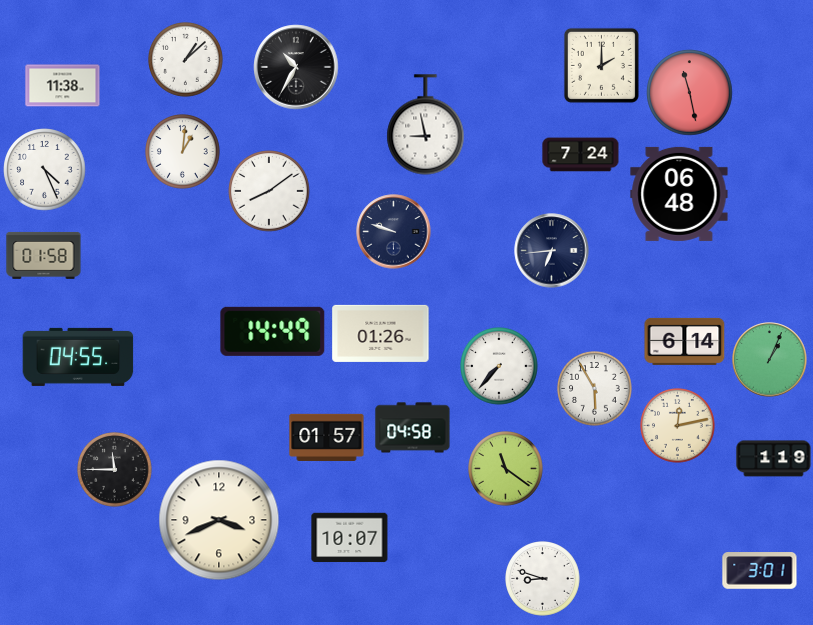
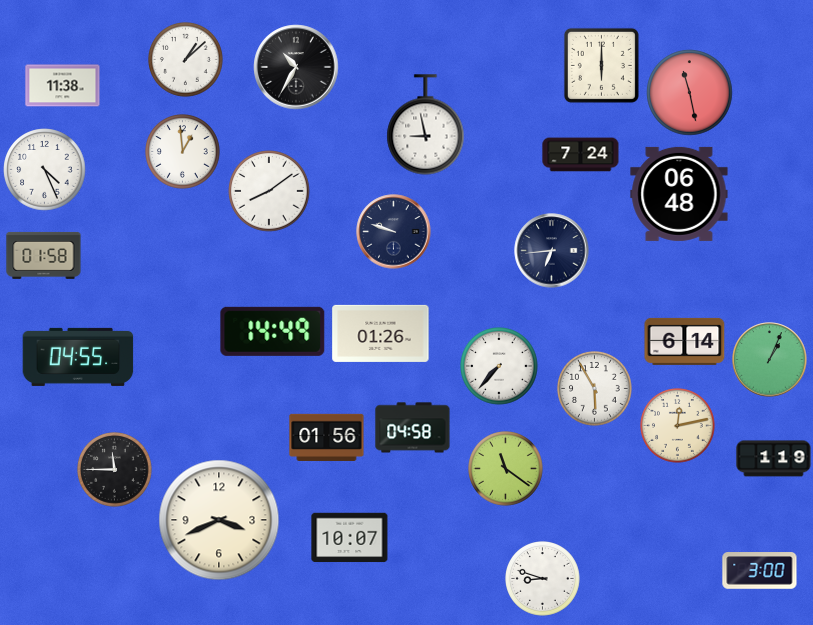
clock at (601, 65): 2:00 -> 6:00
clock at (183, 152): 1:01 -> 12:59
clock at (327, 437): 01:57 -> 01:56
clock at (760, 571): 3:01 -> 3:00
